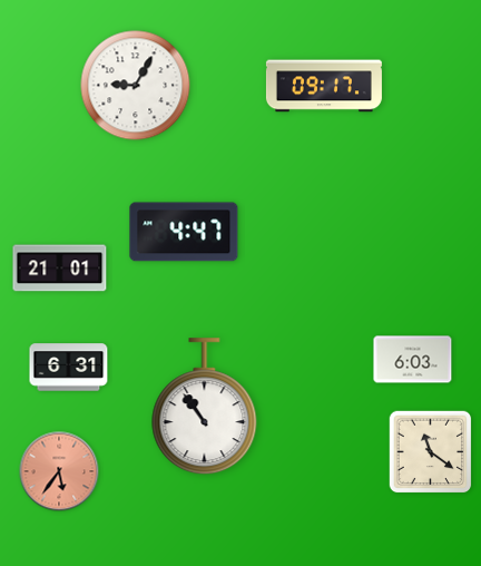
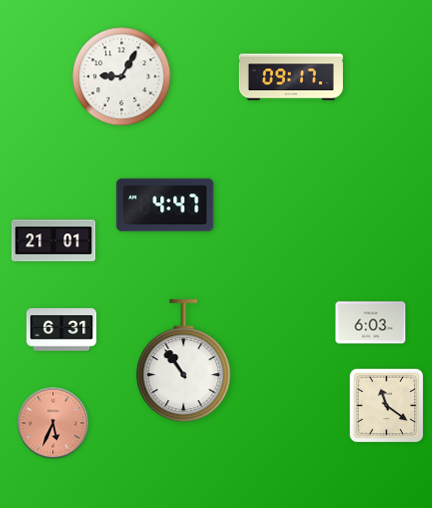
clock at (184, 232) position: (184, 232) -> (165, 205)
clock at (205, 407) position: (205, 407) -> (184, 361)
clock at (59, 471): 5:36 -> 5:34
